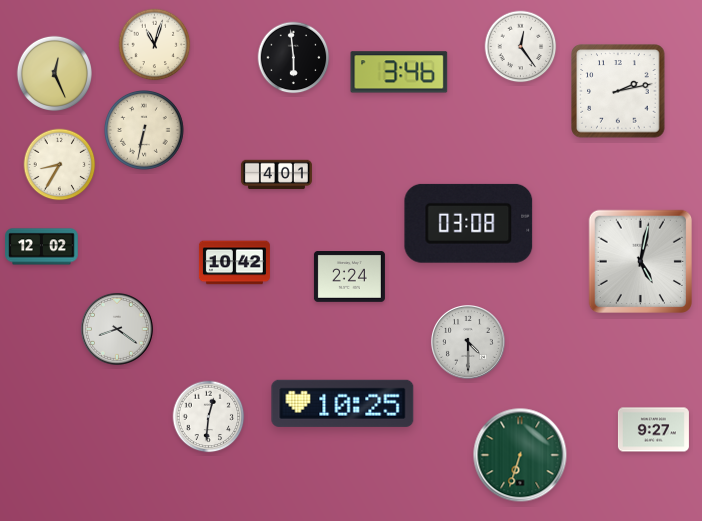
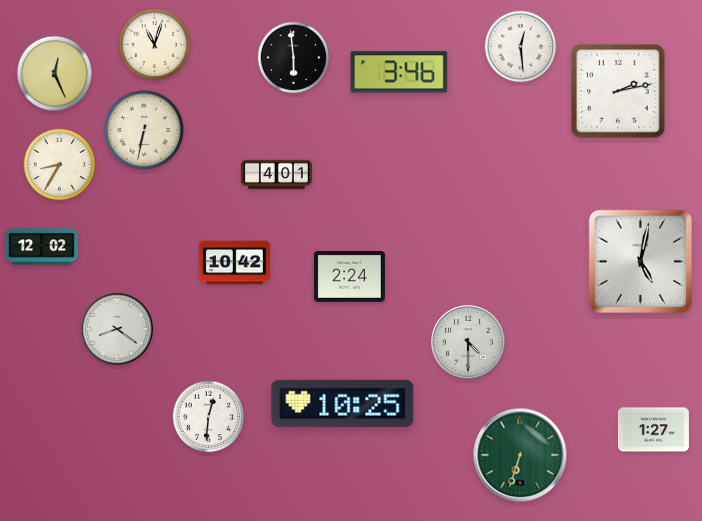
clock at (521, 47): 12:24 -> 12:29
clock at (469, 223): 03:08 -> none
clock at (653, 430): 9:27 -> 1:27
